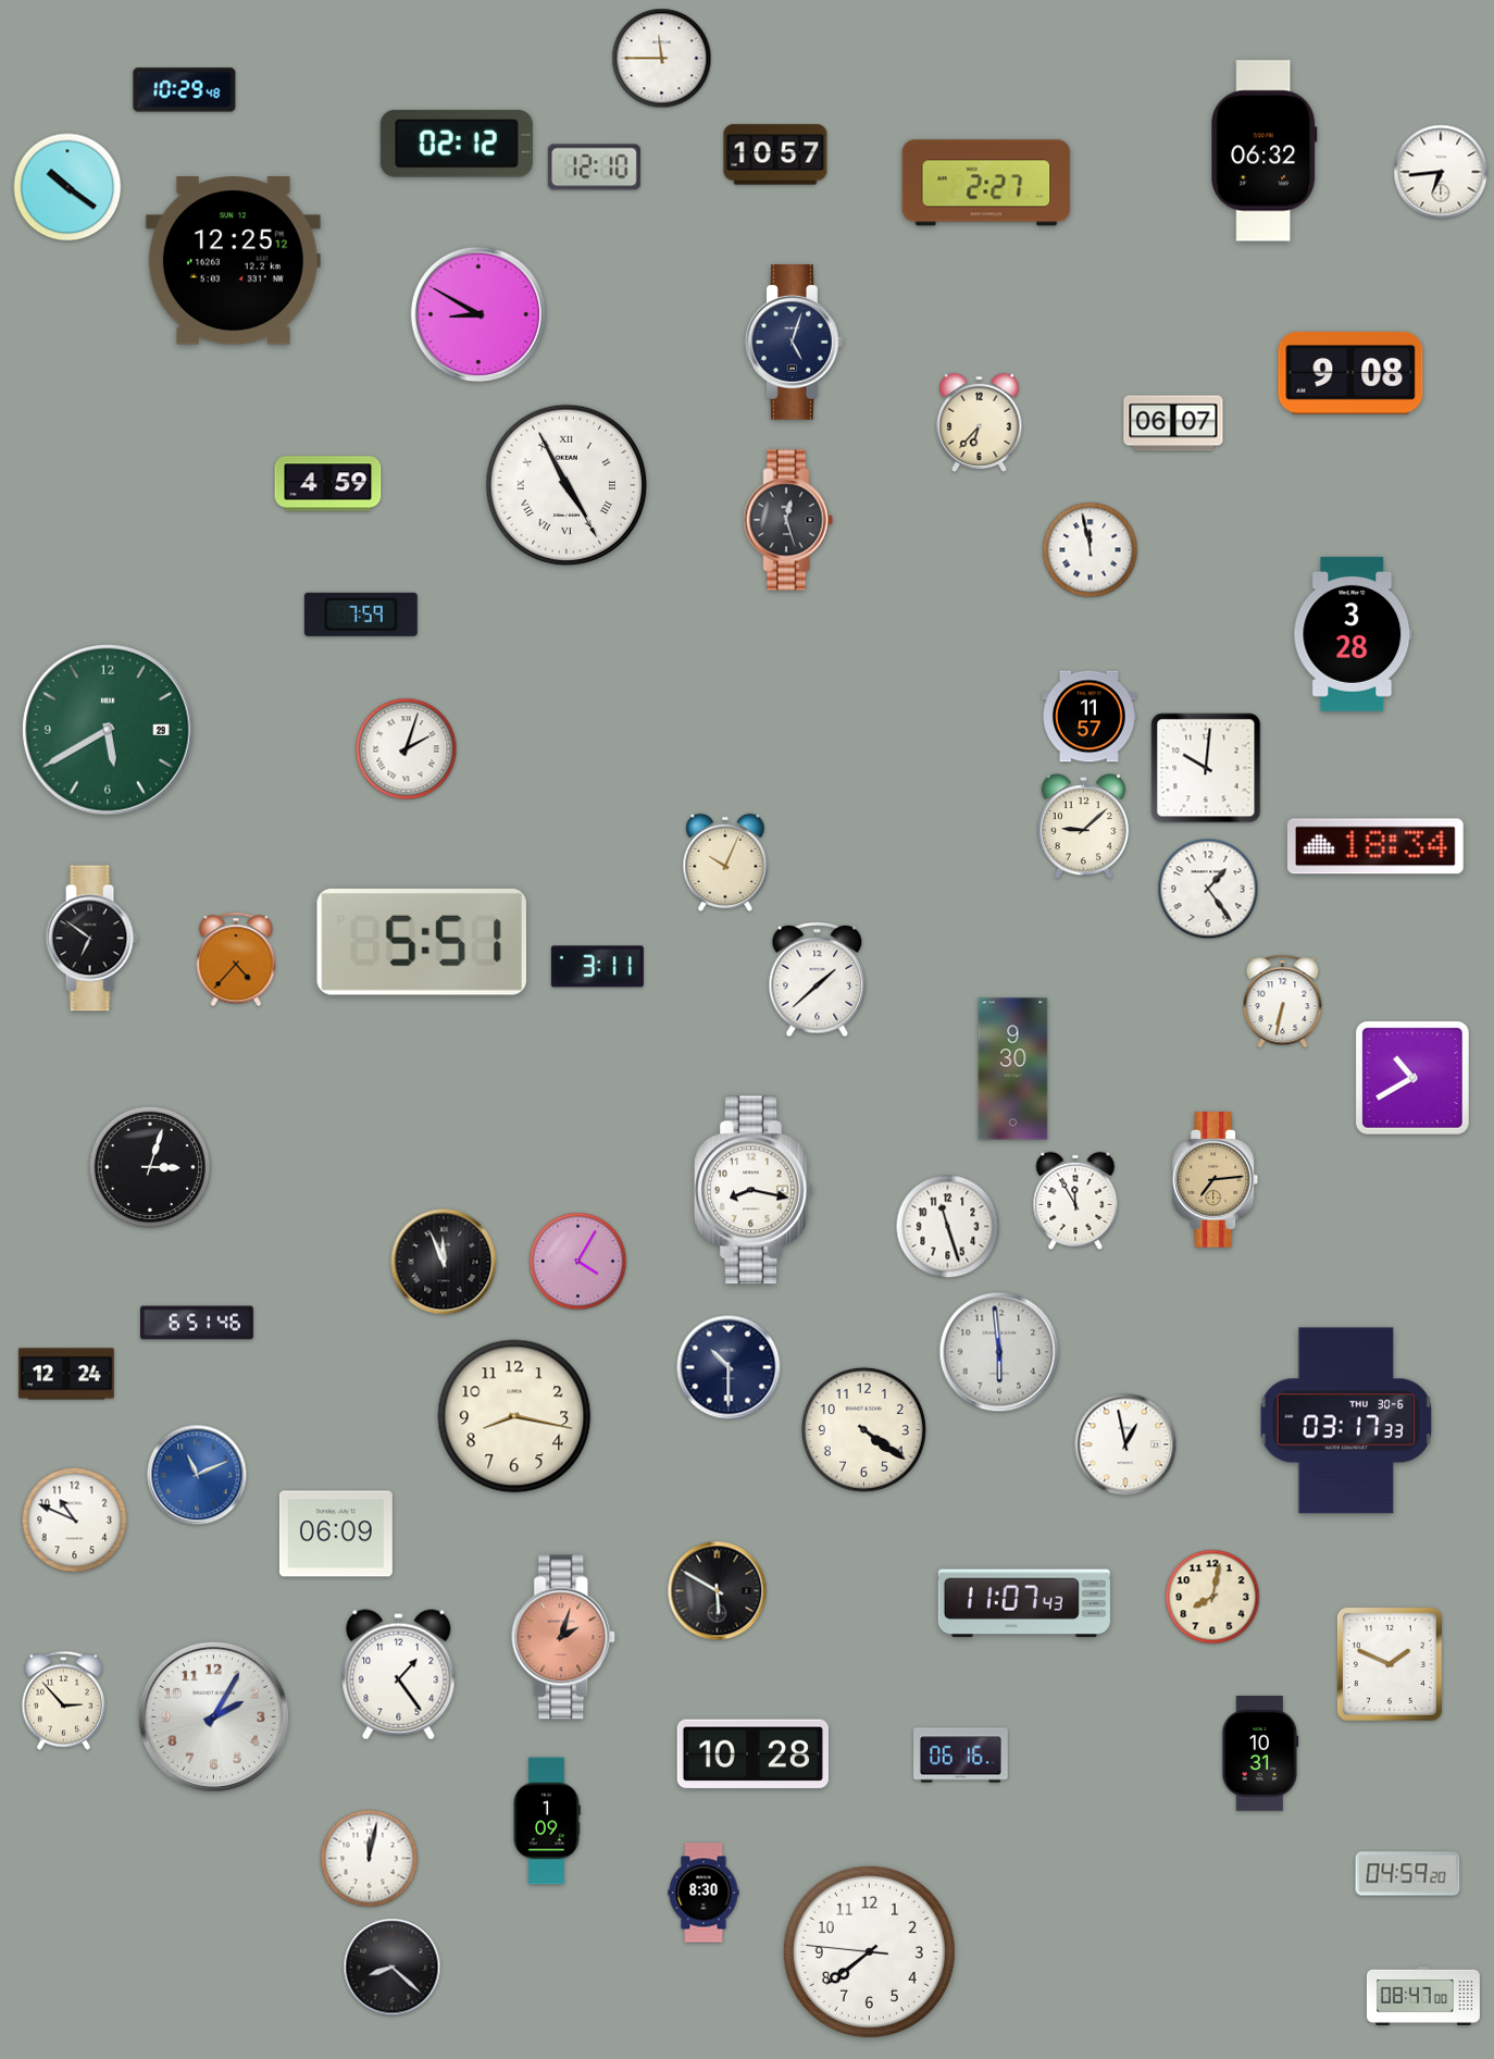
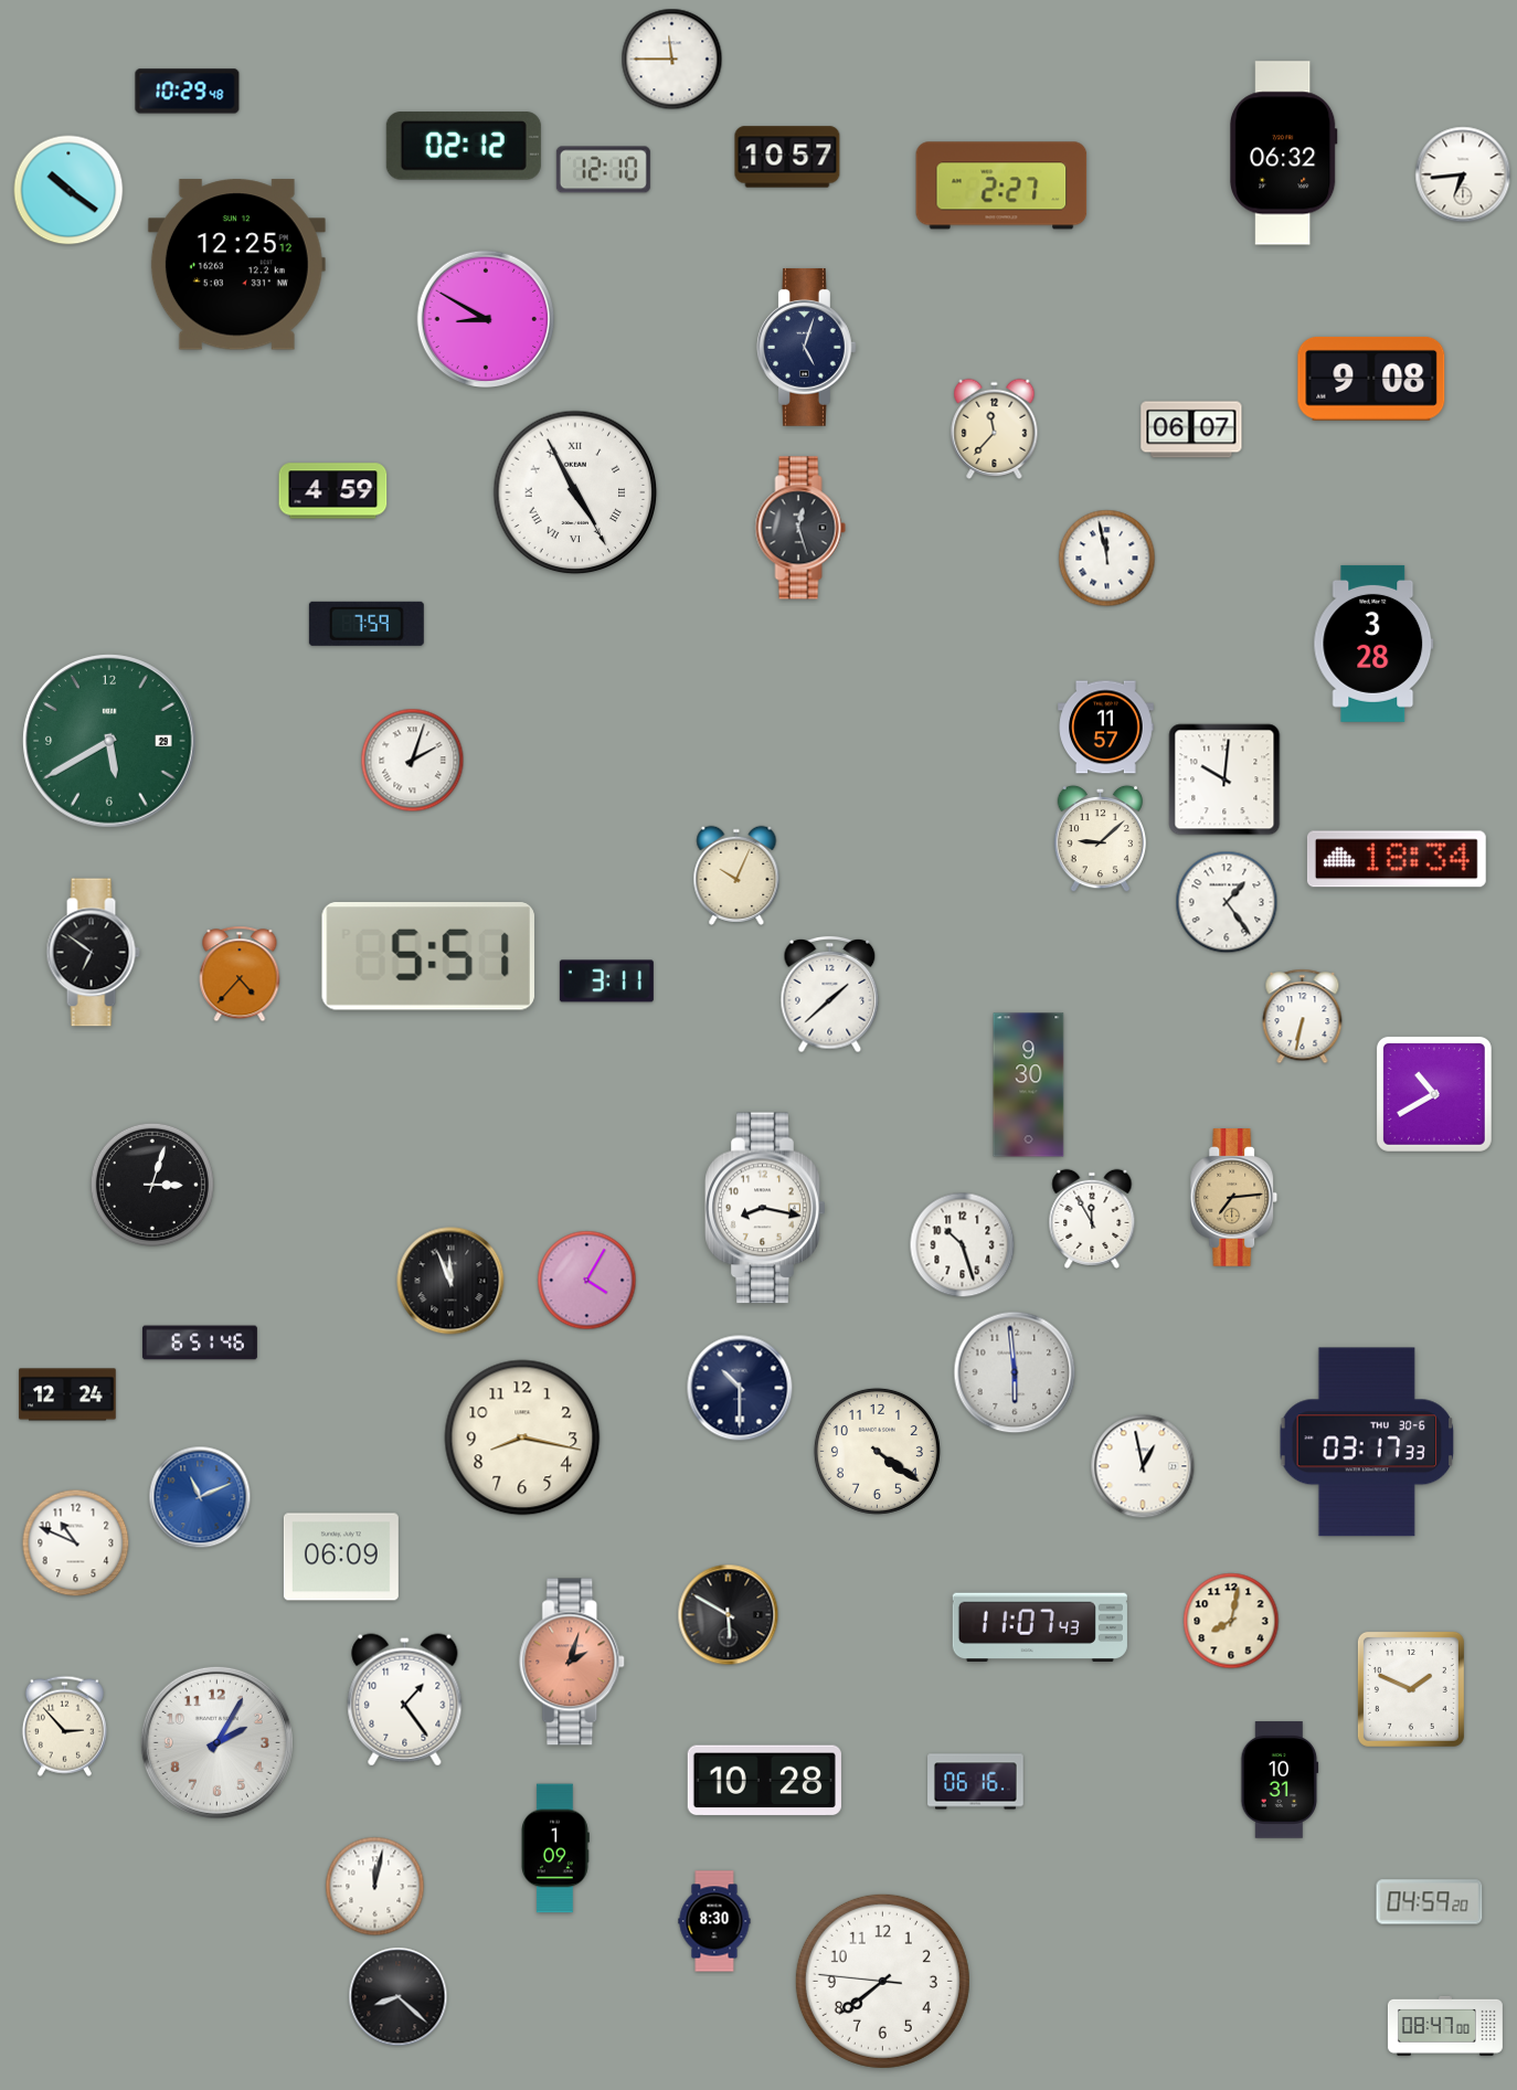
clock at (980, 422): 6:37 -> 11:37
clock at (948, 1227): 11:27 -> 10:27
